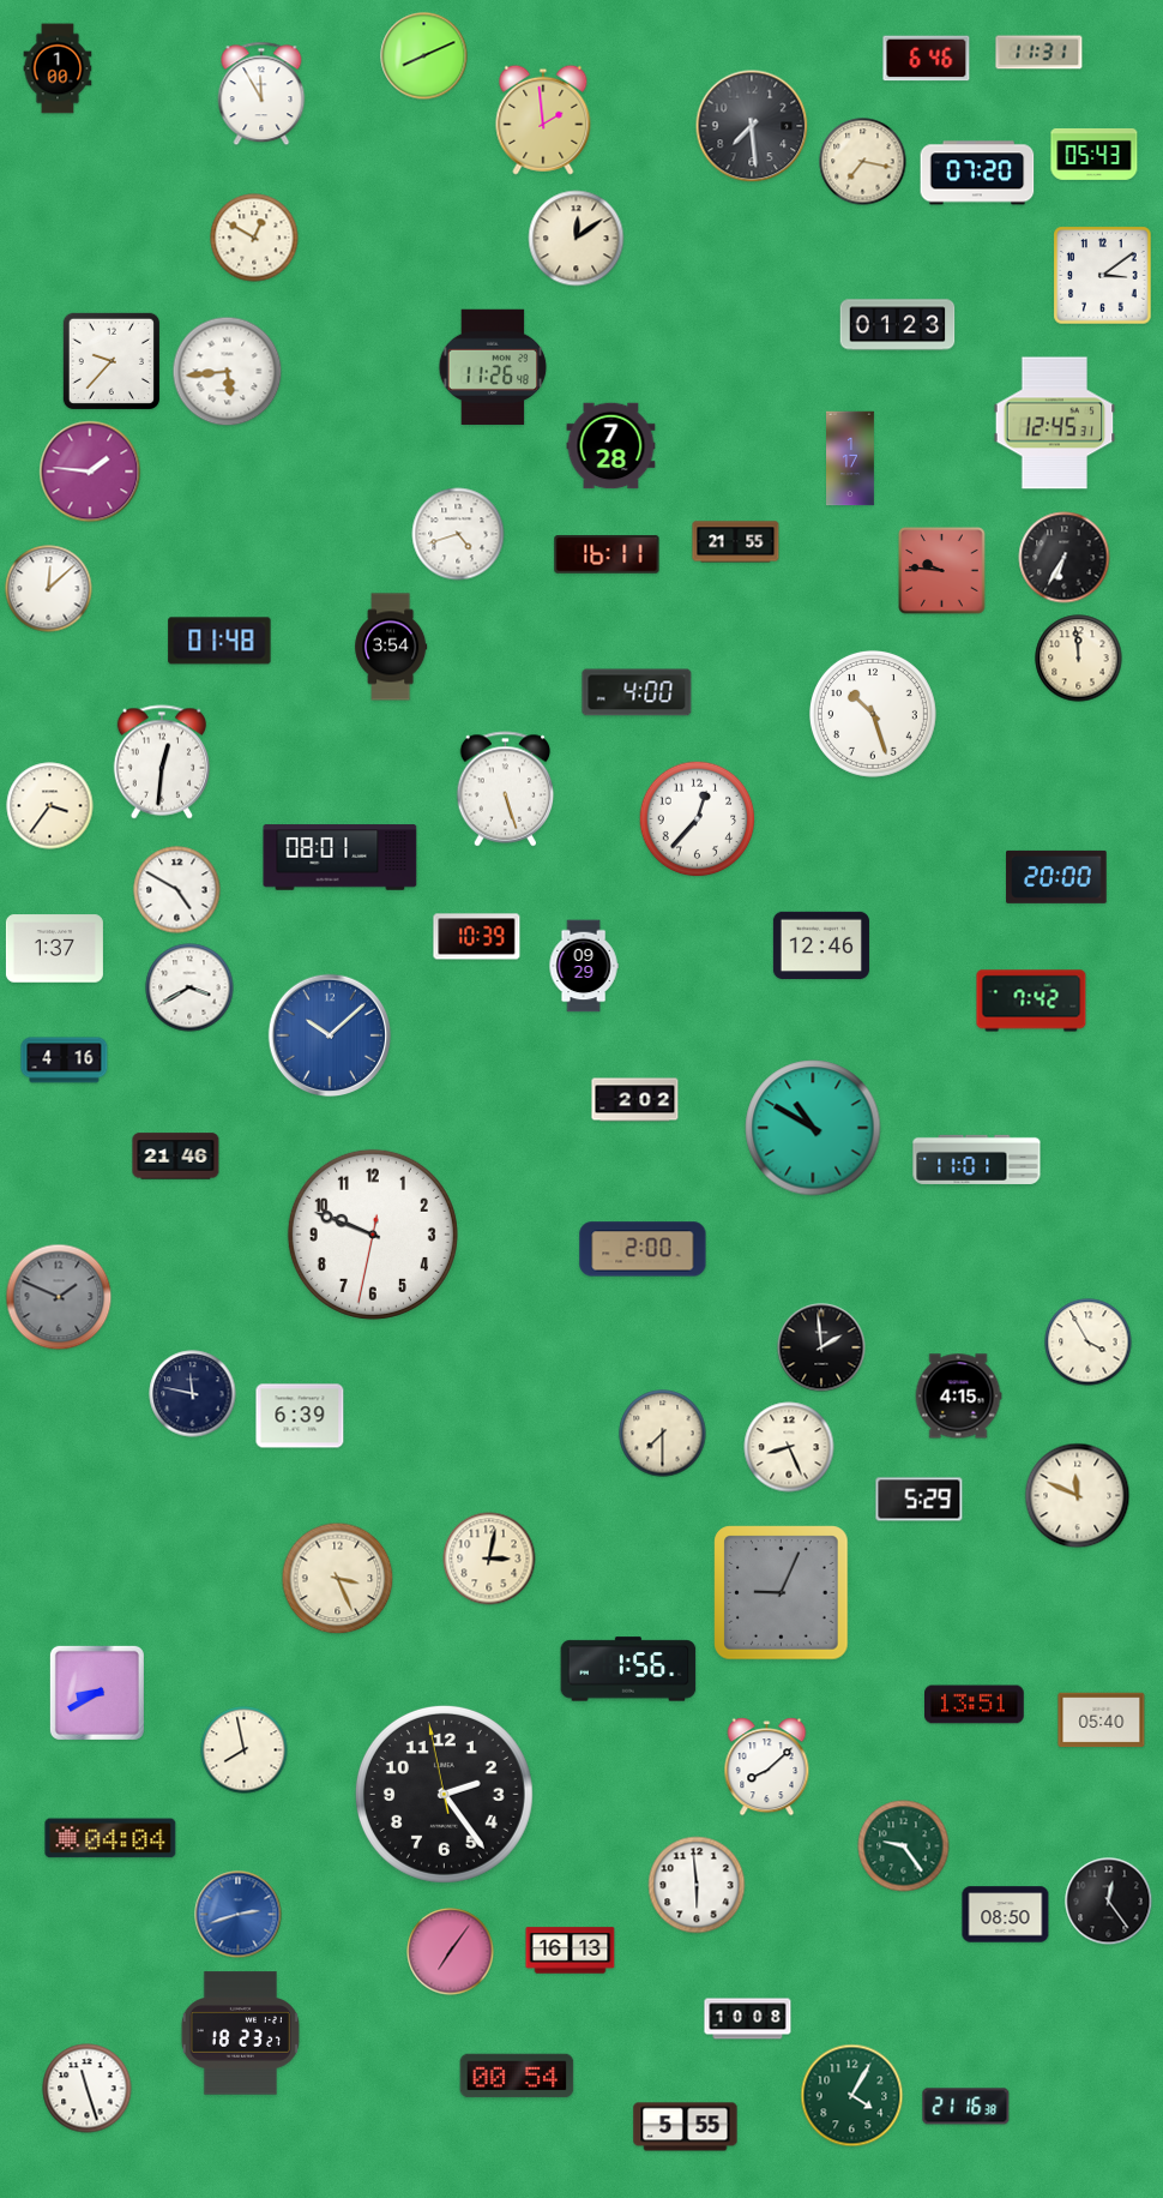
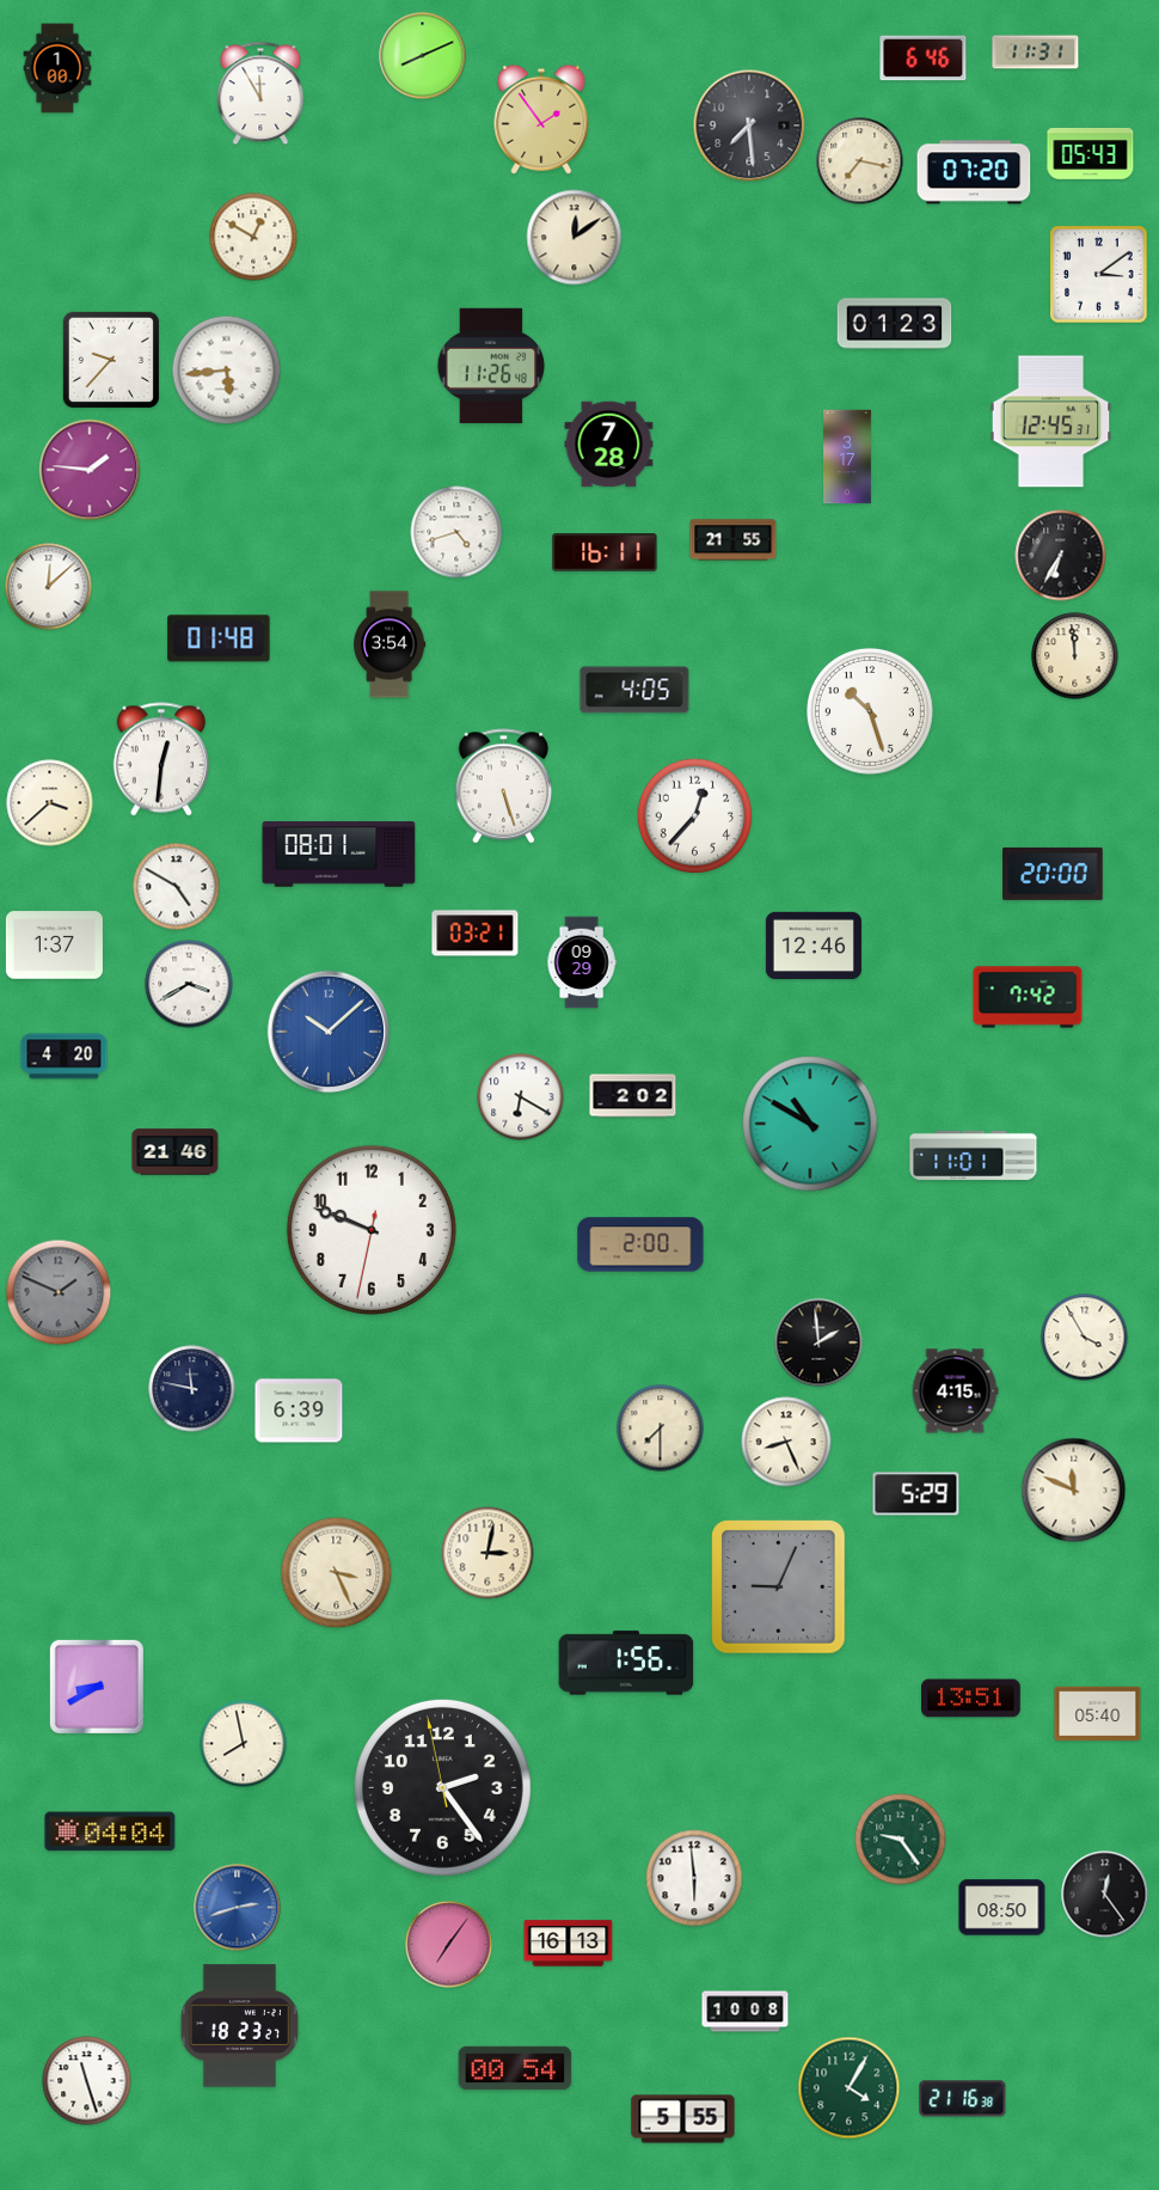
clock at (543, 120): 1:59 -> 1:54
clock at (851, 458): 1:17 -> 3:17
clock at (942, 571): 9:46 -> none
clock at (637, 692): 4:00 -> 4:05
clock at (50, 806): 3:36 -> 3:38
clock at (477, 937): 10:39 -> 03:21
clock at (821, 945) position: (821, 945) -> (814, 946)
clock at (65, 1061): 4:16 -> 4:20
clock at (521, 1097): none -> 6:20
clock at (767, 1767): 8:08 -> none
